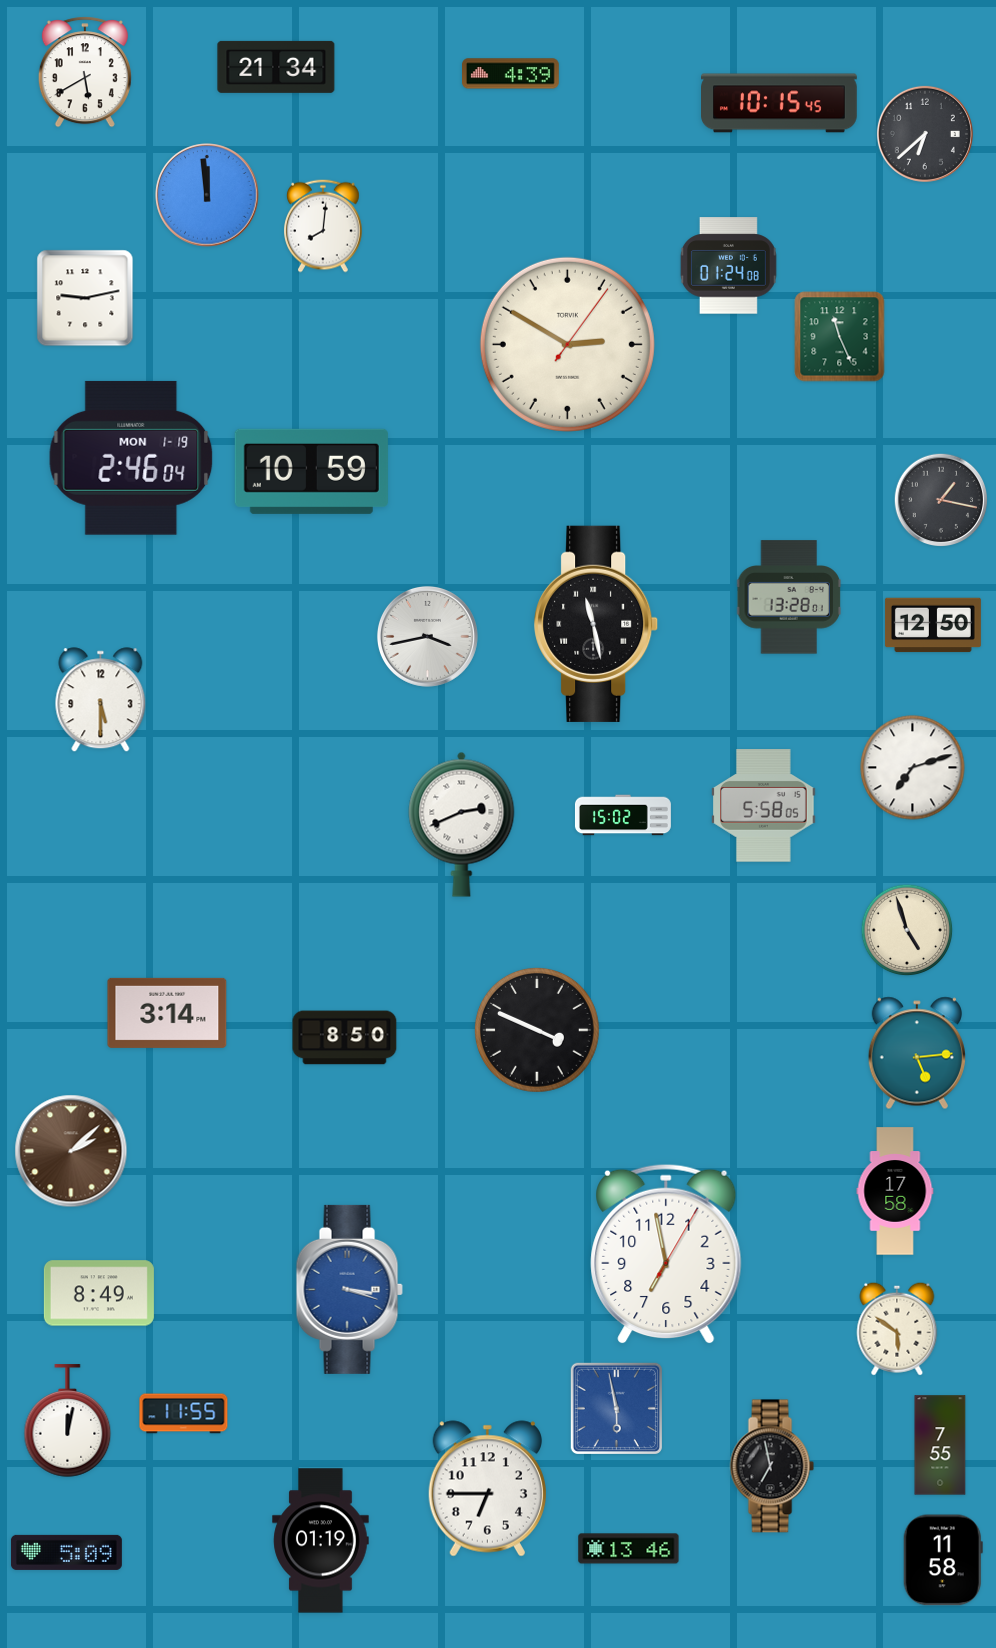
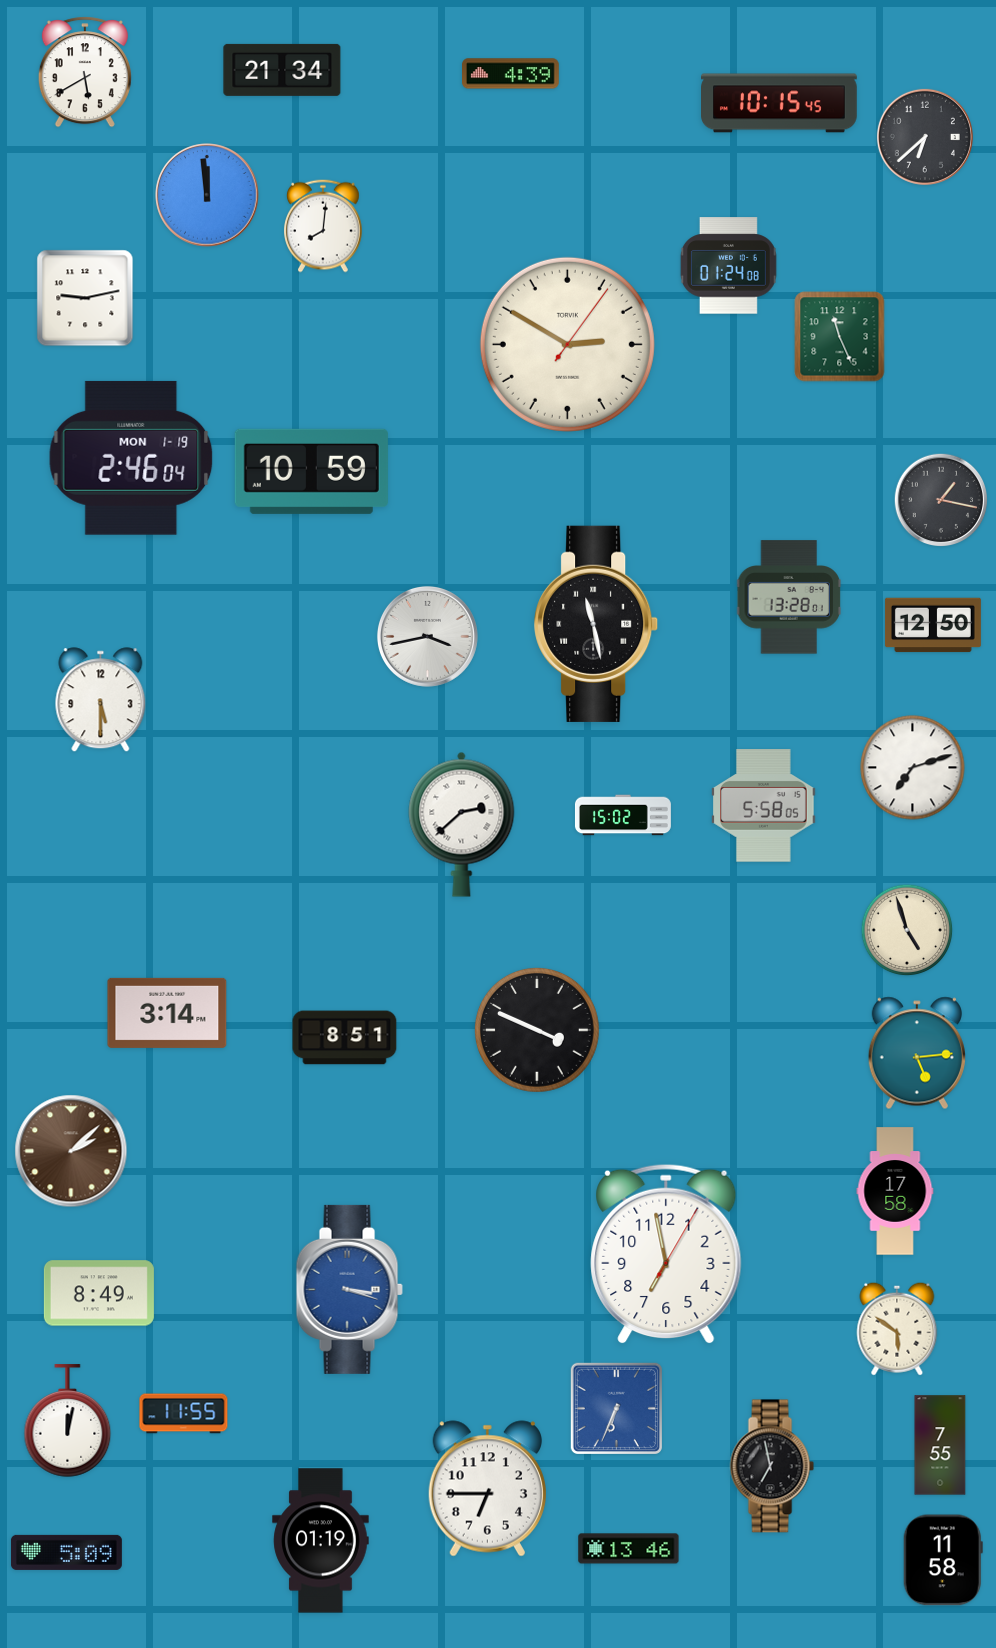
clock at (276, 67) position: (276, 67) -> (282, 70)
clock at (925, 134) position: (925, 134) -> (925, 137)
clock at (462, 824): 2:41 -> 2:38
clock at (345, 1038): 8:50 -> 8:51
clock at (616, 1408): 5:58 -> 6:34
